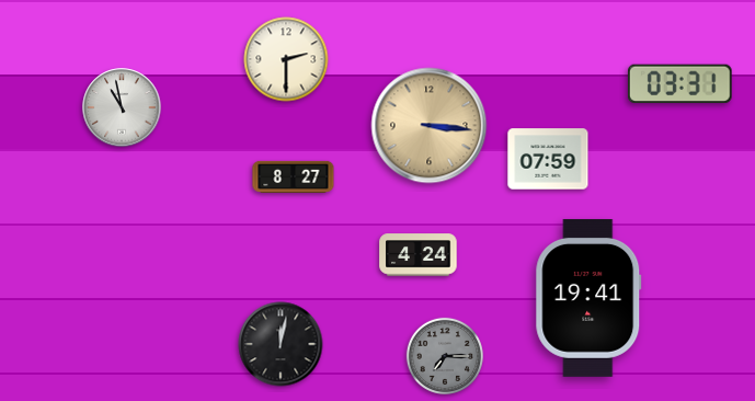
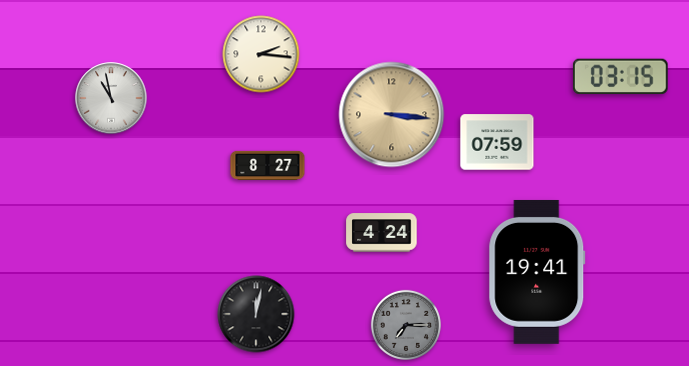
clock at (286, 59): 2:30 -> 2:16
clock at (679, 83): 03:31 -> 03:15
clock at (548, 159) position: (548, 159) -> (497, 142)
clock at (294, 176) position: (294, 176) -> (268, 165)
